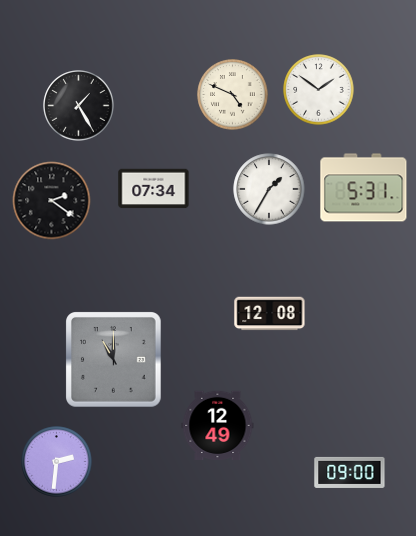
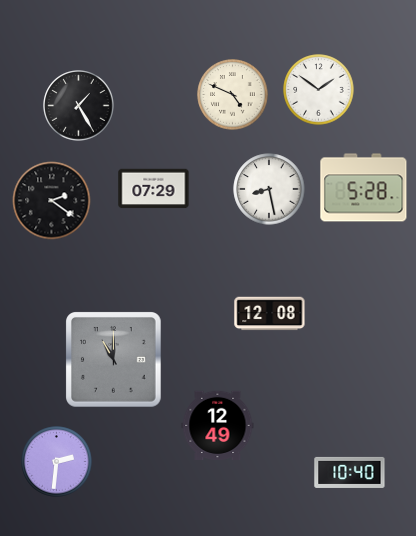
clock at (364, 188): 5:31 -> 5:28
clock at (154, 189): 07:34 -> 07:29
clock at (269, 189): 1:35 -> 8:28
clock at (350, 472): 09:00 -> 10:40
